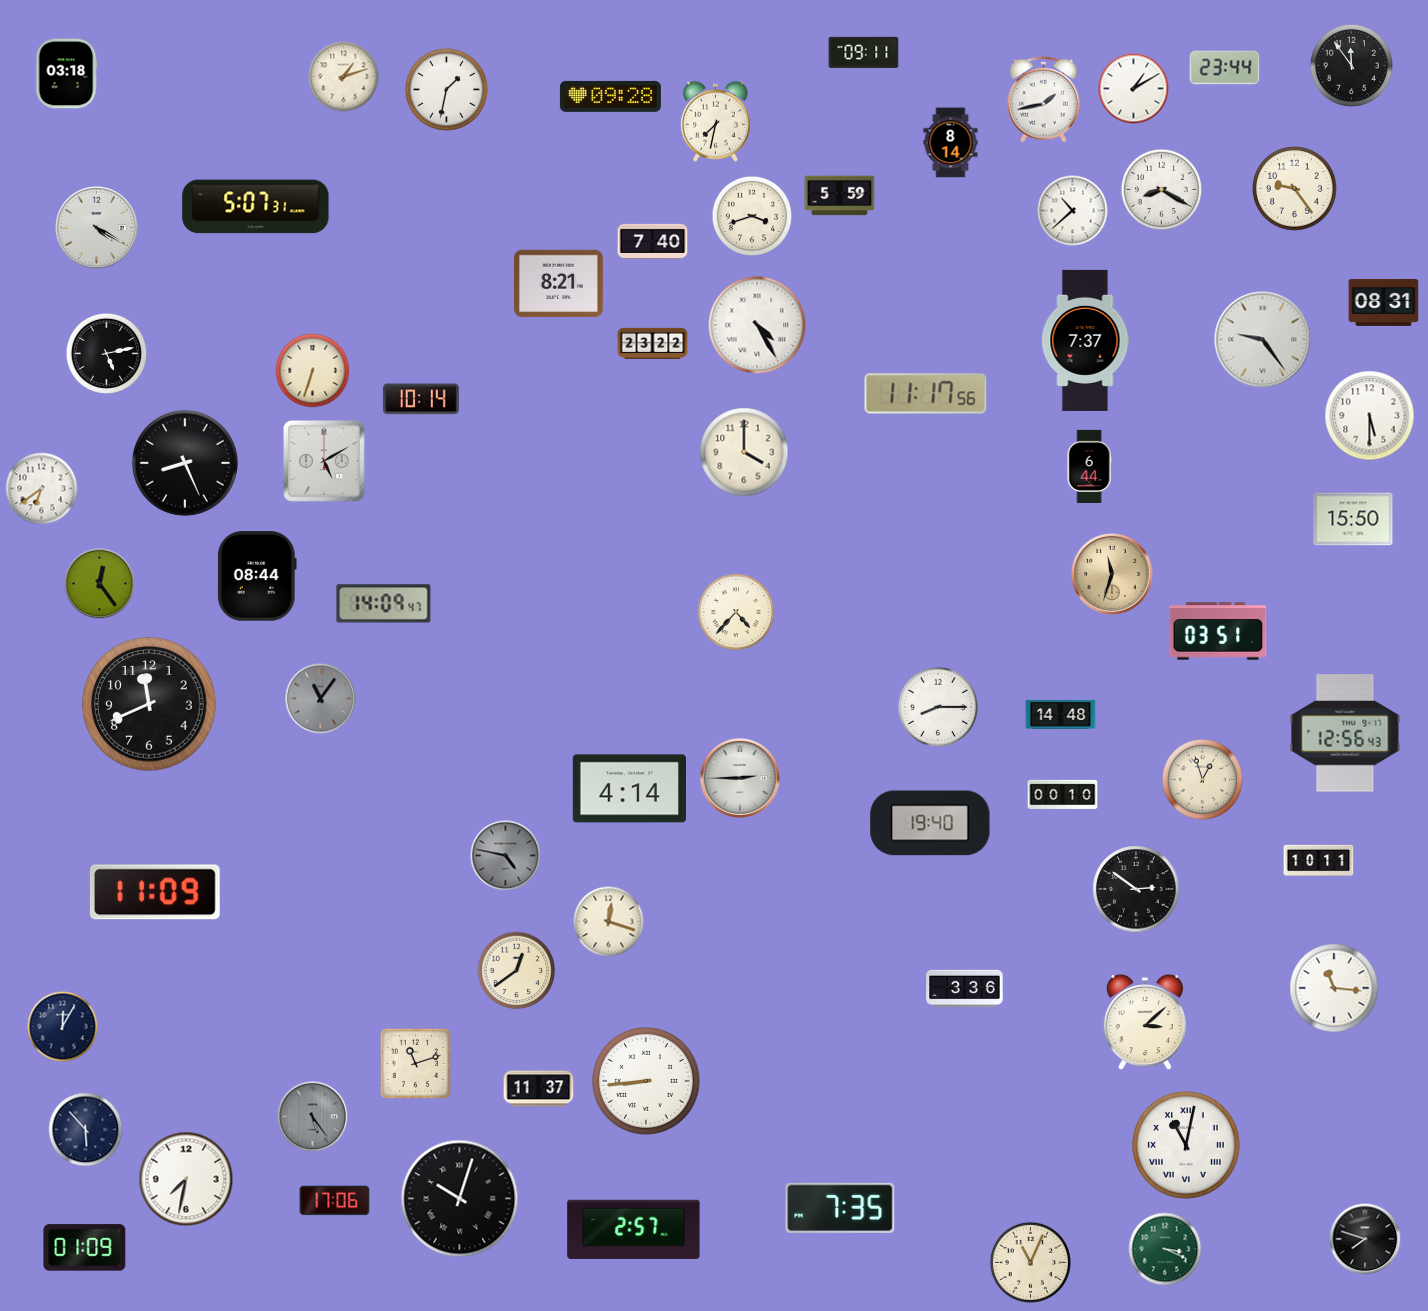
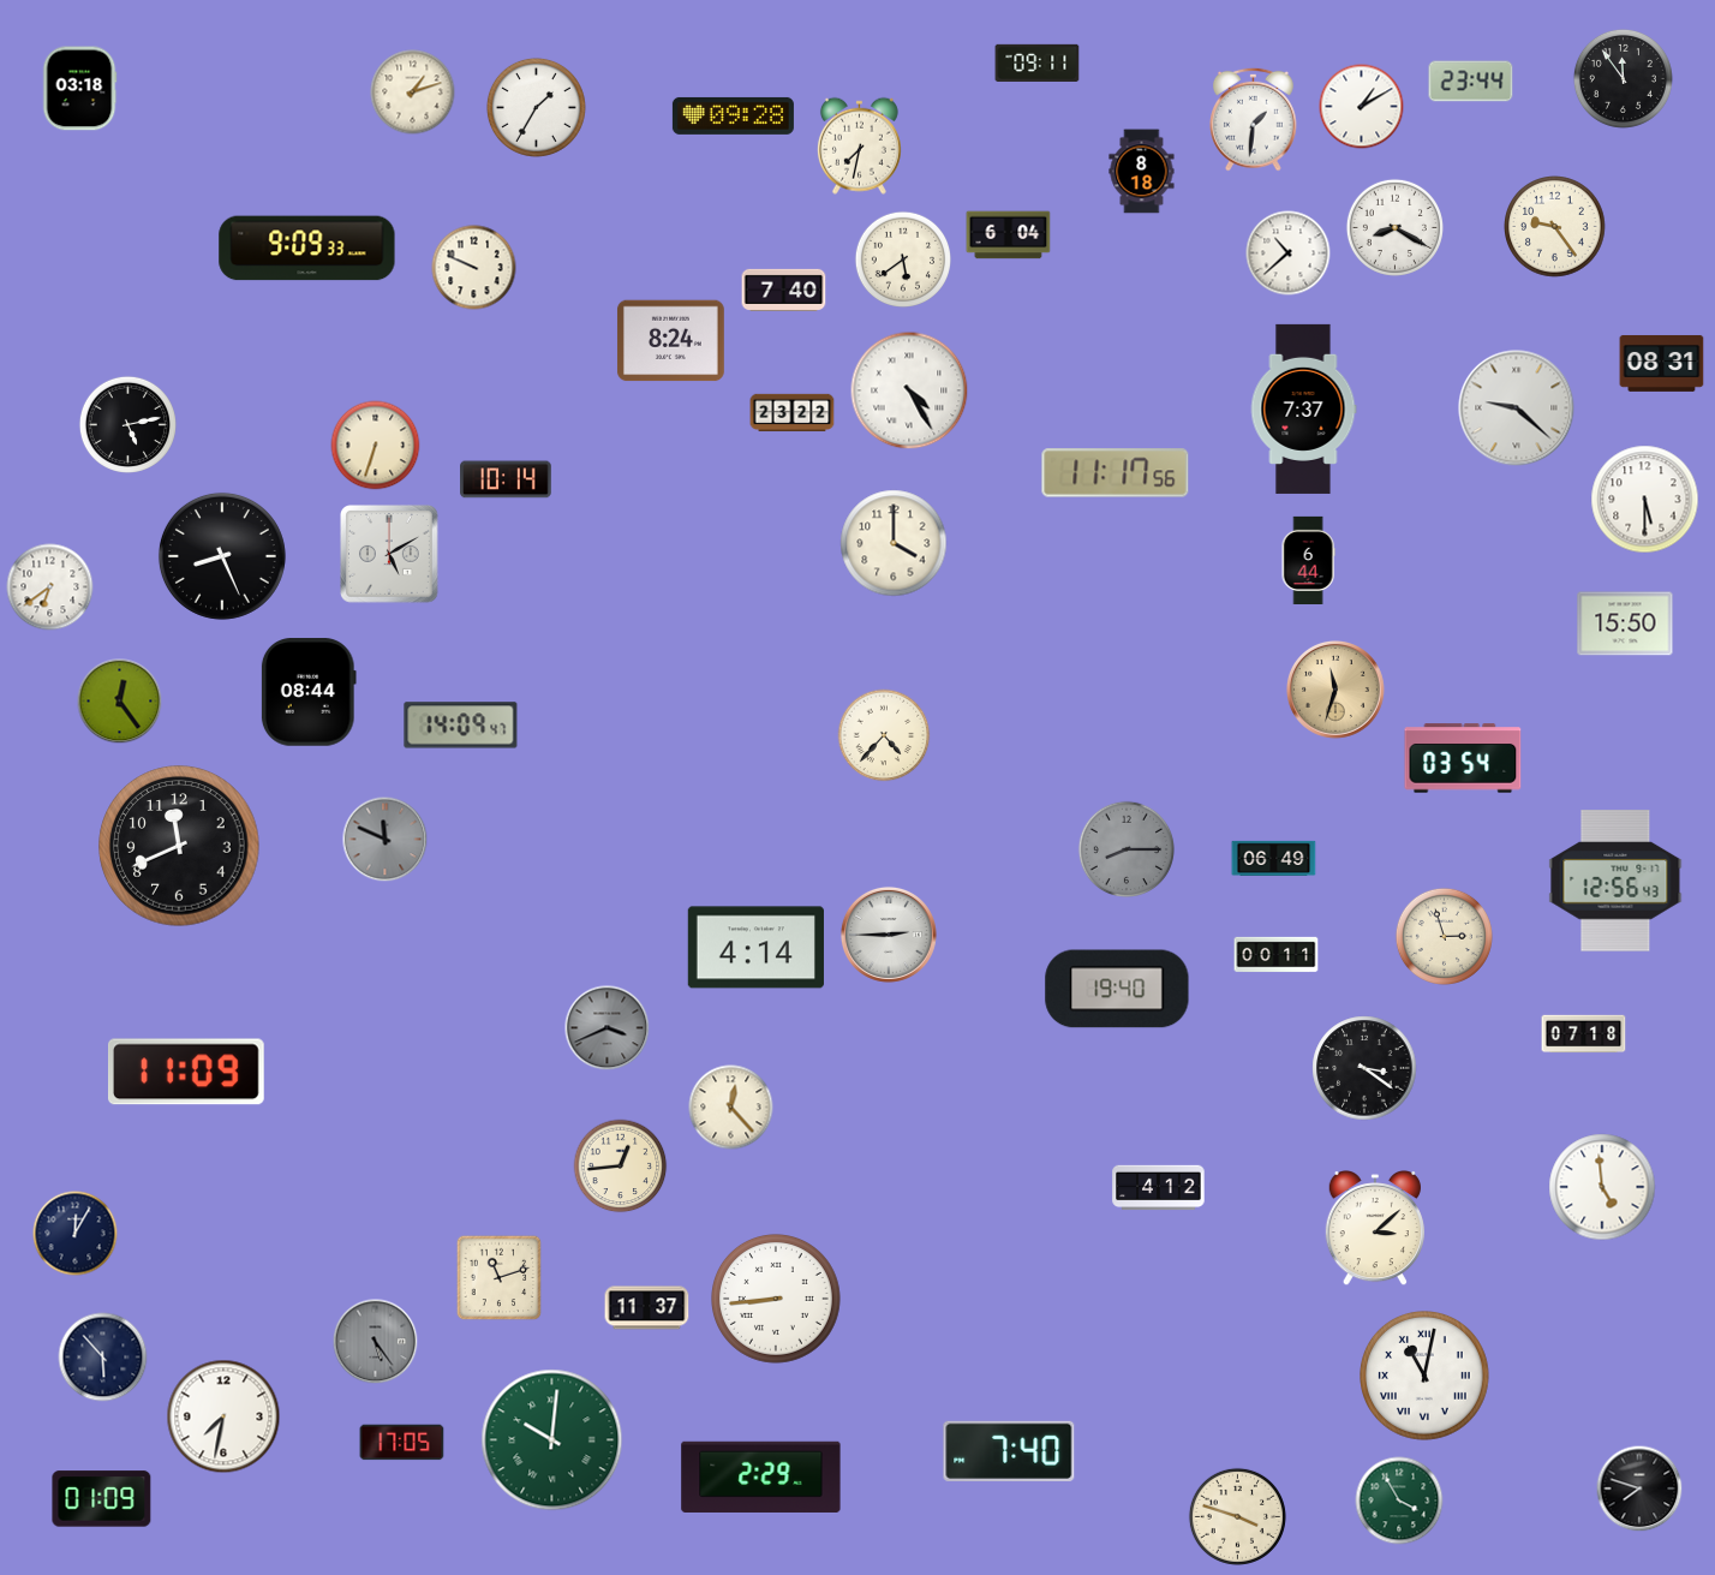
clock at (446, 89): 1:32 -> 1:35
clock at (1044, 99): 1:43 -> 1:31
clock at (951, 143): 8:14 -> 8:18
clock at (840, 196): 5:59 -> 6:04
clock at (256, 207): 5:07 -> 9:09
clock at (751, 215): 3:42 -> 5:39
clock at (474, 268): none -> 9:49
clock at (97, 228): 4:20 -> none
clock at (558, 284): 8:21 -> 8:24
clock at (1263, 340): 9:24 -> 9:22
clock at (653, 344) position: (653, 344) -> (793, 413)
clock at (926, 394) position: (926, 394) -> (1116, 473)
clock at (1218, 631): 03:51 -> 03:54
clock at (321, 699): 11:06 -> 11:49
clock at (937, 706) dial: white -> grey
clock at (1061, 714): 14:48 -> 06:49
clock at (1202, 779): 12:57 -> 2:57
clock at (1063, 795): 00:10 -> 00:11
clock at (506, 856): 4:47 -> 3:41
clock at (1319, 861): 10:11 -> 07:18
clock at (1136, 889): 2:51 -> 3:21
clock at (609, 922): 12:18 -> 12:23
clock at (517, 971): 12:39 -> 12:44
clock at (1334, 988): 11:16 -> 4:59
clock at (965, 989): 3:36 -> 4:12
clock at (460, 1199): 10:03 -> 10:01
clock at (460, 1199) dial: black -> green
clock at (335, 1201): 17:06 -> 17:05
clock at (840, 1208): 7:35 -> 7:40
clock at (634, 1229): 2:57 -> 2:29
clock at (1165, 1249): 3:19 -> 3:55
clock at (1030, 1262): 11:04 -> 3:48
